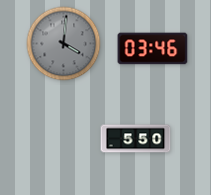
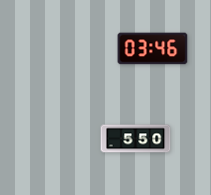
clock at (64, 44): 4:01 -> none
